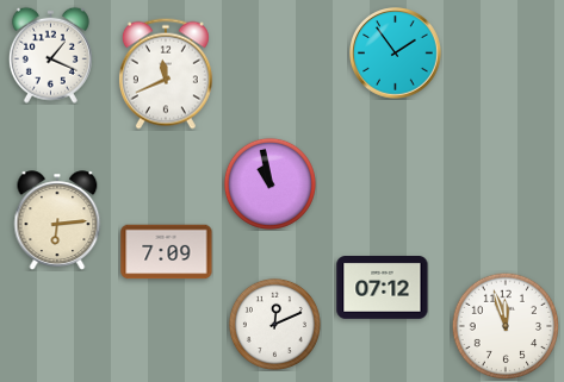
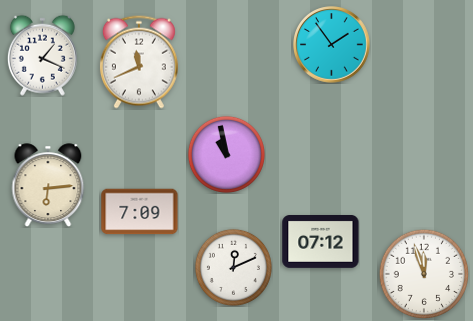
clock at (50, 55) position: (50, 55) -> (42, 55)
clock at (274, 324) position: (274, 324) -> (233, 267)
